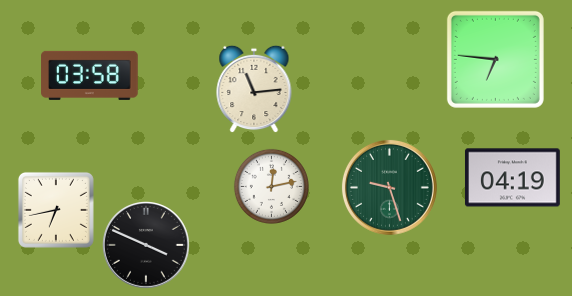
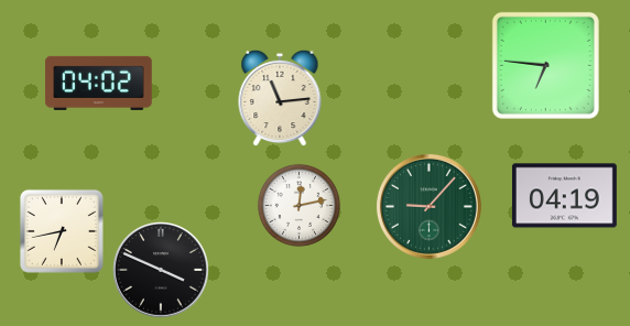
clock at (90, 75): 03:58 -> 04:02
clock at (389, 187): 9:27 -> 9:07
